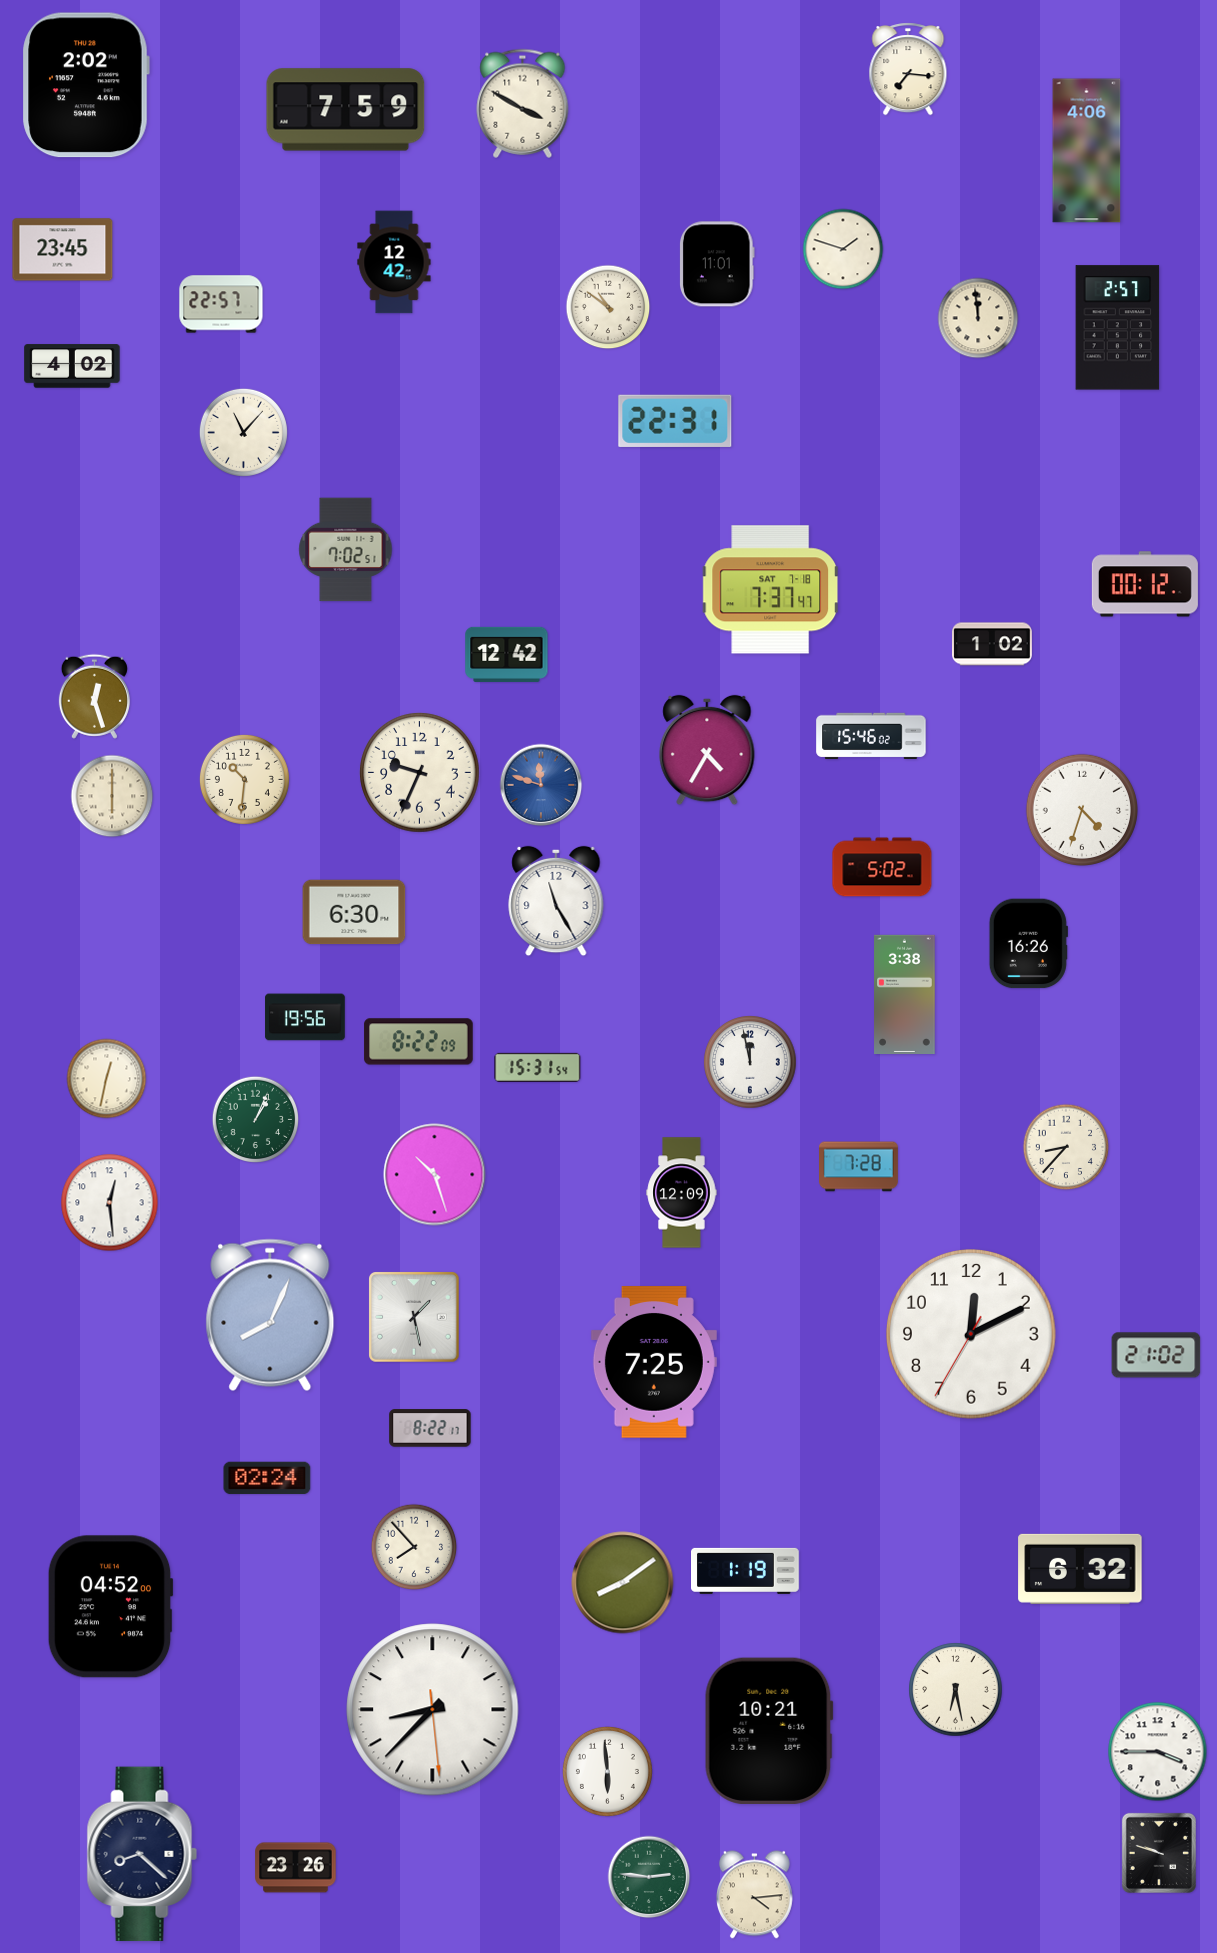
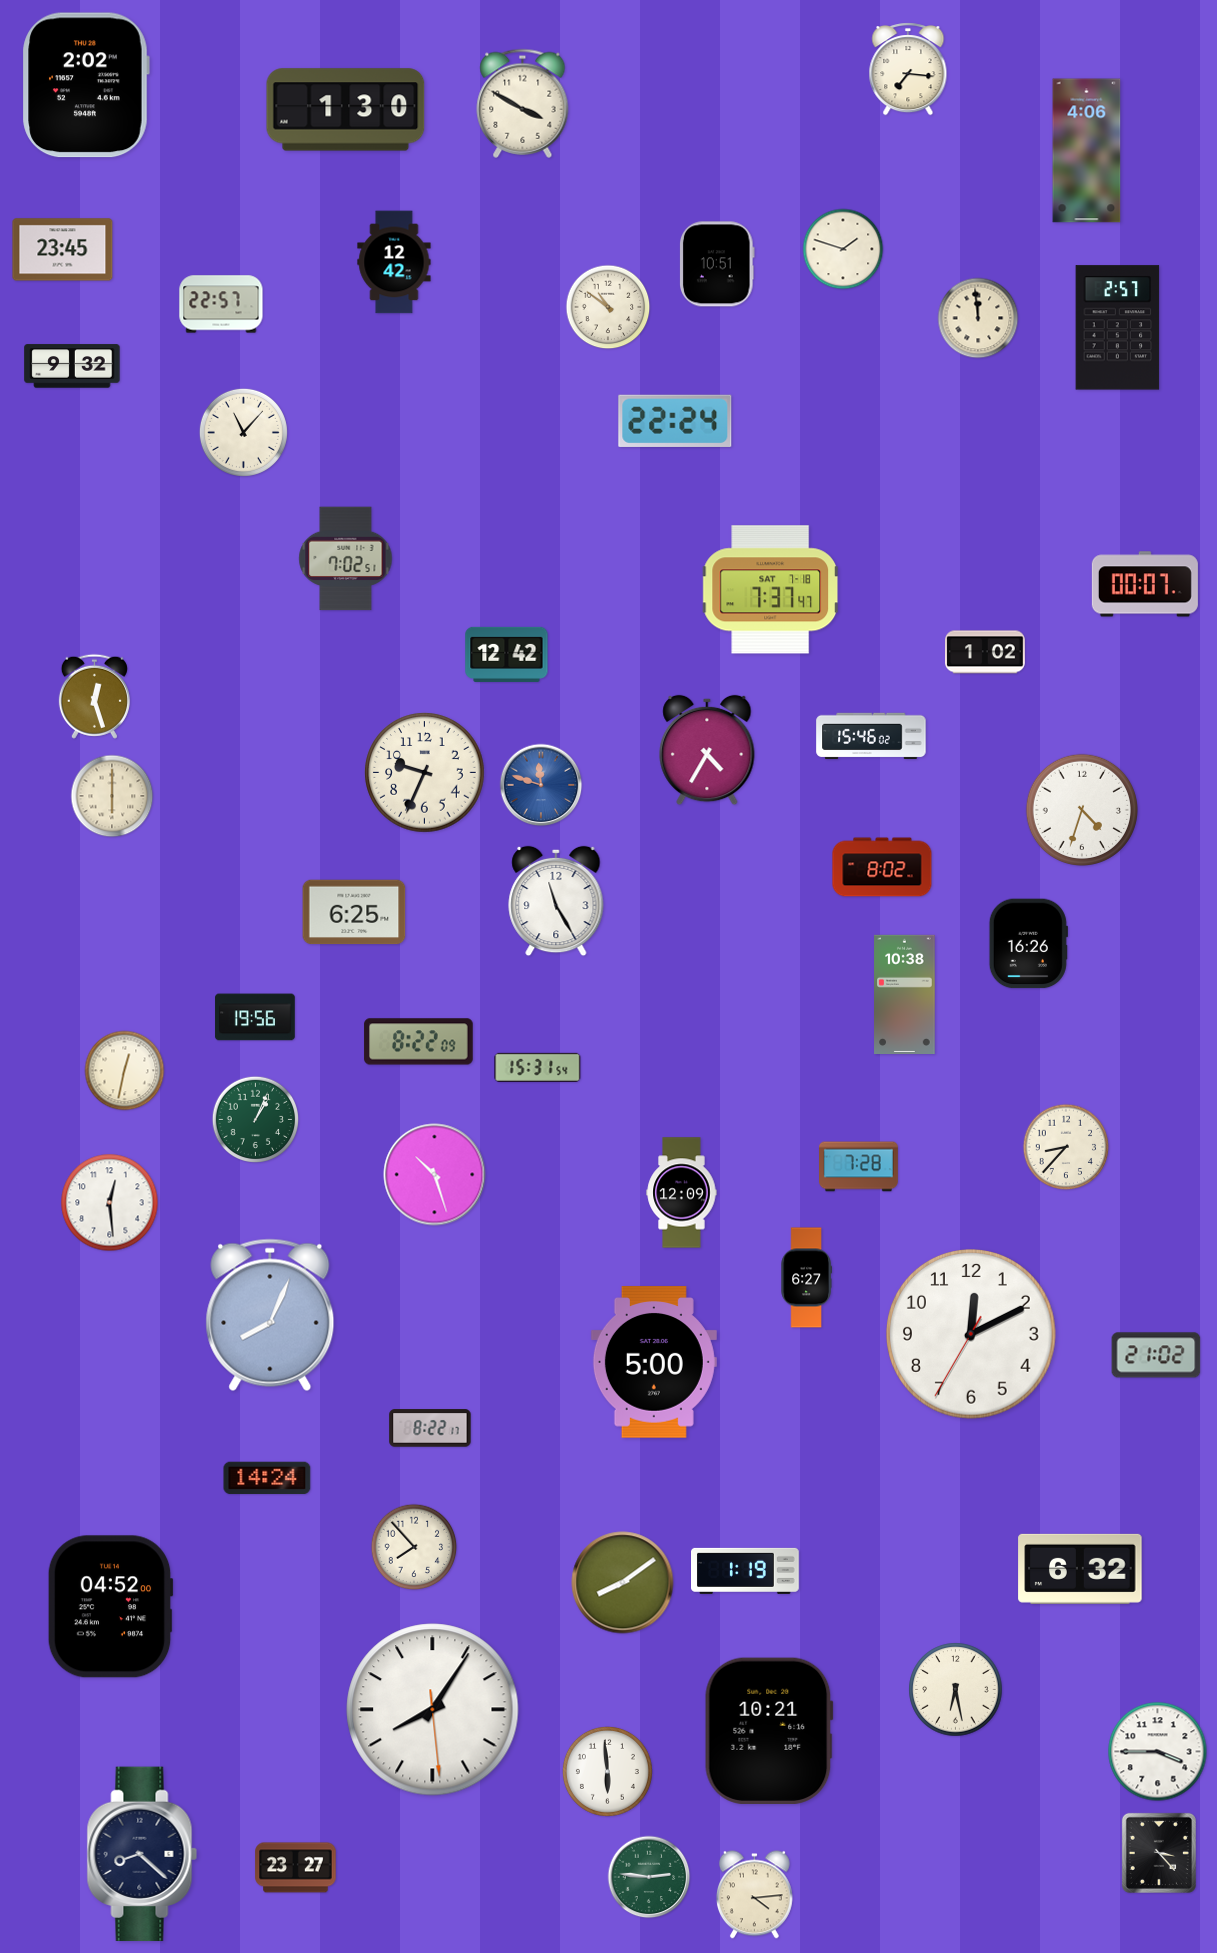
clock at (346, 110): 7:59 -> 1:30
clock at (718, 264): 11:01 -> 10:51
clock at (72, 366): 4:02 -> 9:32
clock at (675, 421): 22:31 -> 22:24
clock at (346, 550) position: (346, 550) -> (346, 559)
clock at (1145, 584): 00:12 -> 00:07
clock at (992, 644) position: (992, 644) -> (985, 652)
clock at (420, 773) position: (420, 773) -> (425, 773)
clock at (244, 779): 10:31 -> none
clock at (882, 867): 5:02 -> 8:02
clock at (354, 912): 6:30 -> 6:25
clock at (905, 994): 3:38 -> 10:38
clock at (305, 1017) position: (305, 1017) -> (255, 1017)
clock at (750, 1062): 11:58 -> none
clock at (107, 1079) position: (107, 1079) -> (125, 1071)
clock at (806, 1278): none -> 6:27
clock at (414, 1317): 1:28 -> none
clock at (654, 1362): 7:25 -> 5:00
clock at (267, 1478): 02:24 -> 14:24
clock at (433, 1710): 8:37 -> 8:05
clock at (1159, 1853): 9:48 -> 3:23
clock at (296, 1868): 23:26 -> 23:27
